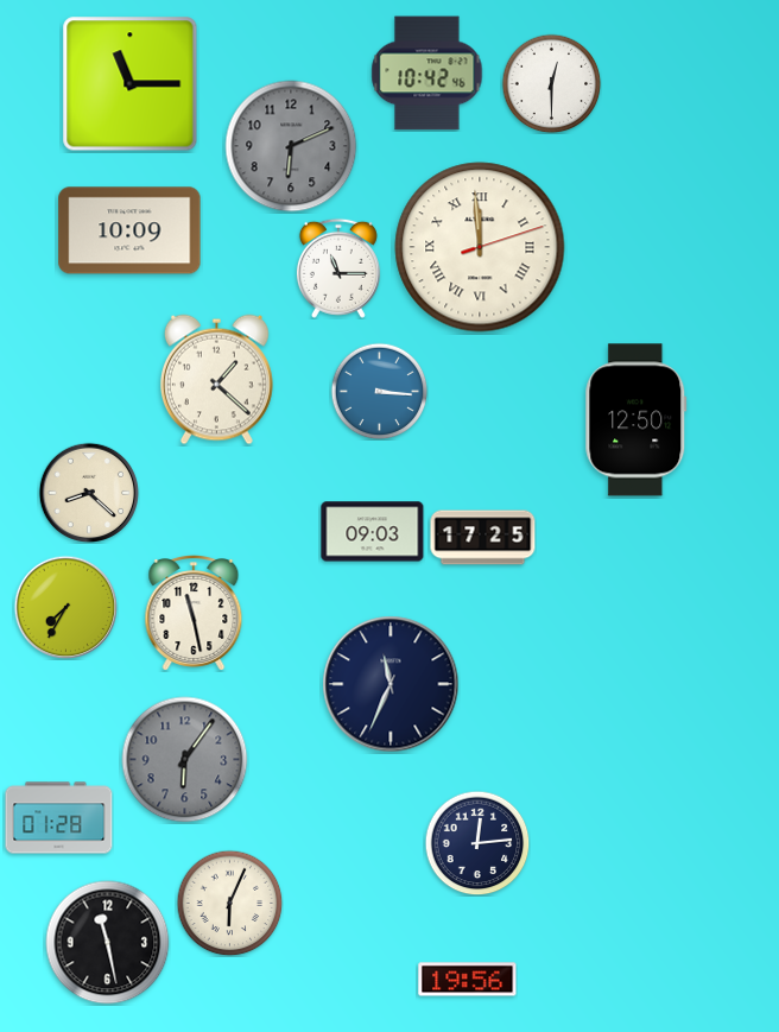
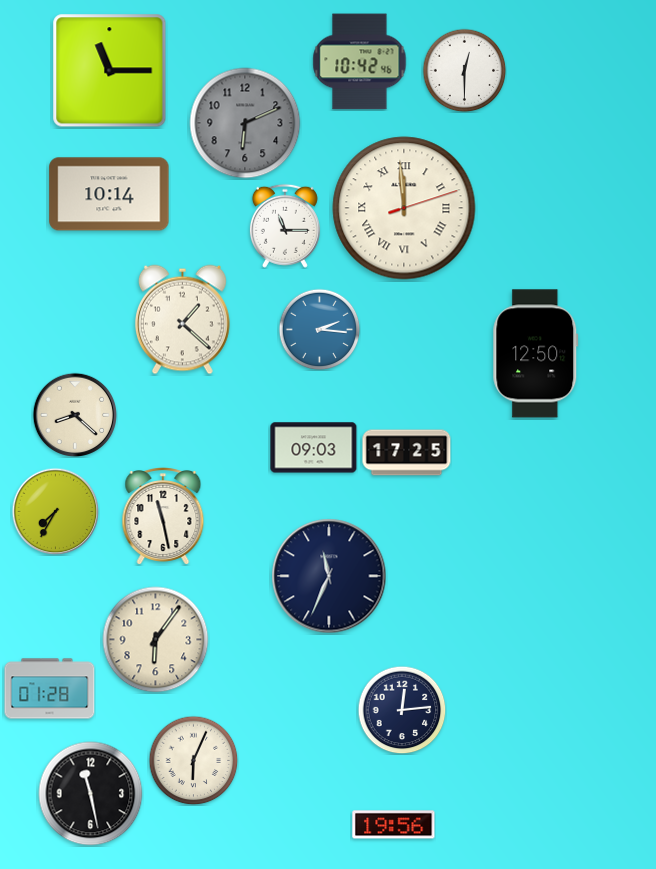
clock at (129, 230): 10:09 -> 10:14
clock at (379, 391): 3:16 -> 2:16
clock at (185, 760) dial: grey -> cream
